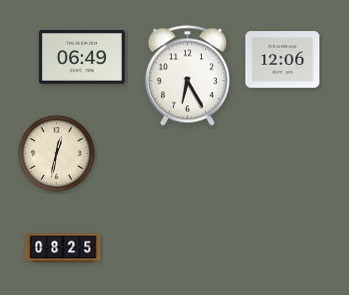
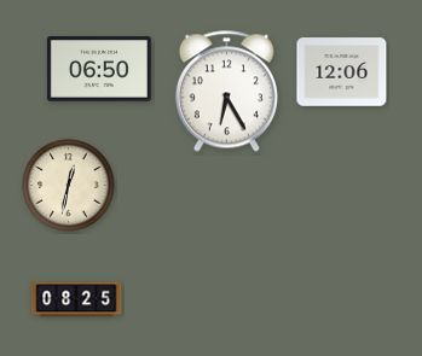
clock at (82, 58): 06:49 -> 06:50
